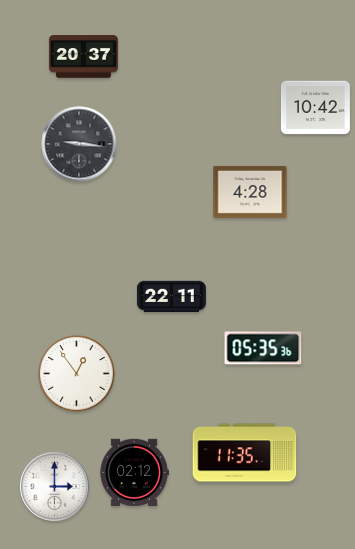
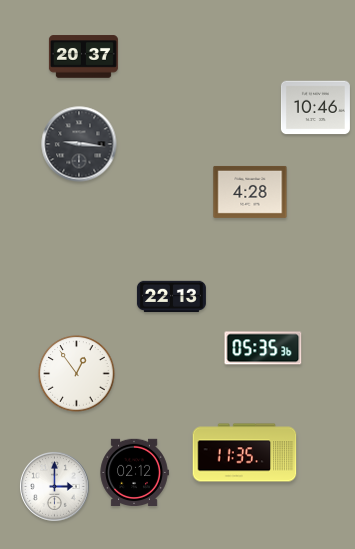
clock at (315, 108): 10:42 -> 10:46
clock at (171, 297): 22:11 -> 22:13
